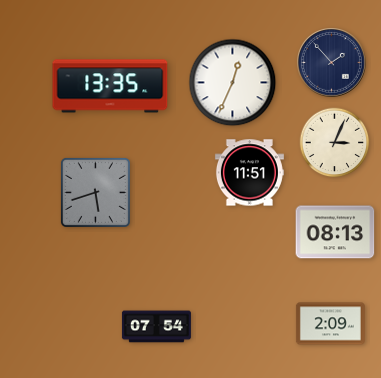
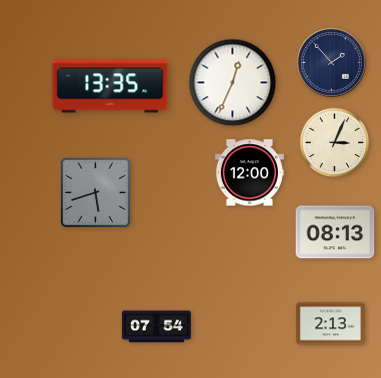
clock at (249, 173): 11:51 -> 12:00
clock at (330, 324): 2:09 -> 2:13
